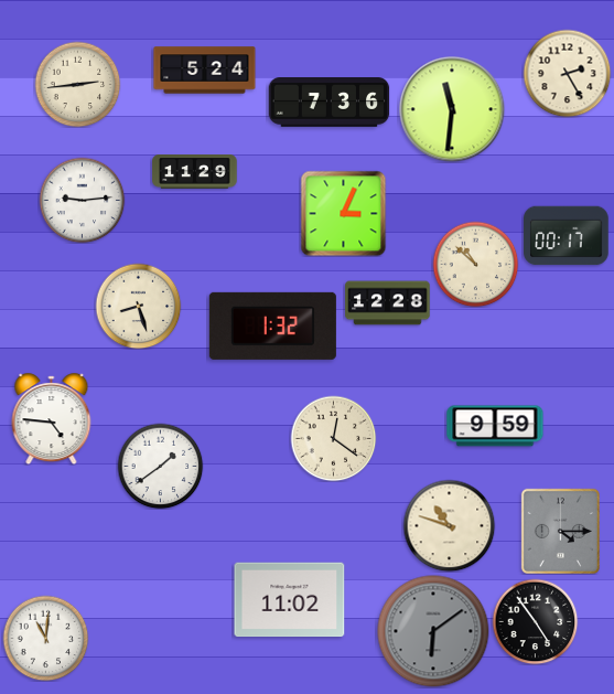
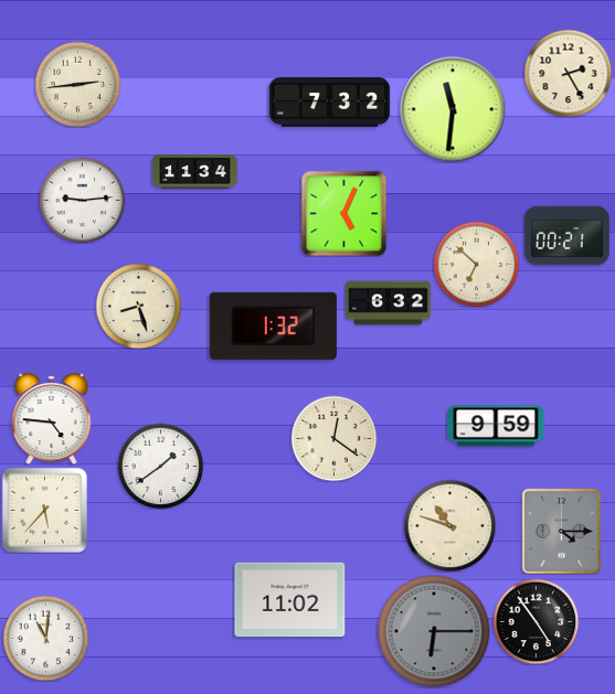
clock at (205, 71): 5:24 -> none
clock at (330, 103): 7:36 -> 7:32
clock at (195, 172): 11:29 -> 11:34
clock at (343, 213): 3:04 -> 5:04
clock at (567, 236): 00:17 -> 00:21
clock at (475, 264): 10:52 -> 6:52
clock at (388, 303): 12:28 -> 6:32
clock at (44, 510): none -> 5:37
clock at (433, 631): 6:09 -> 6:15
